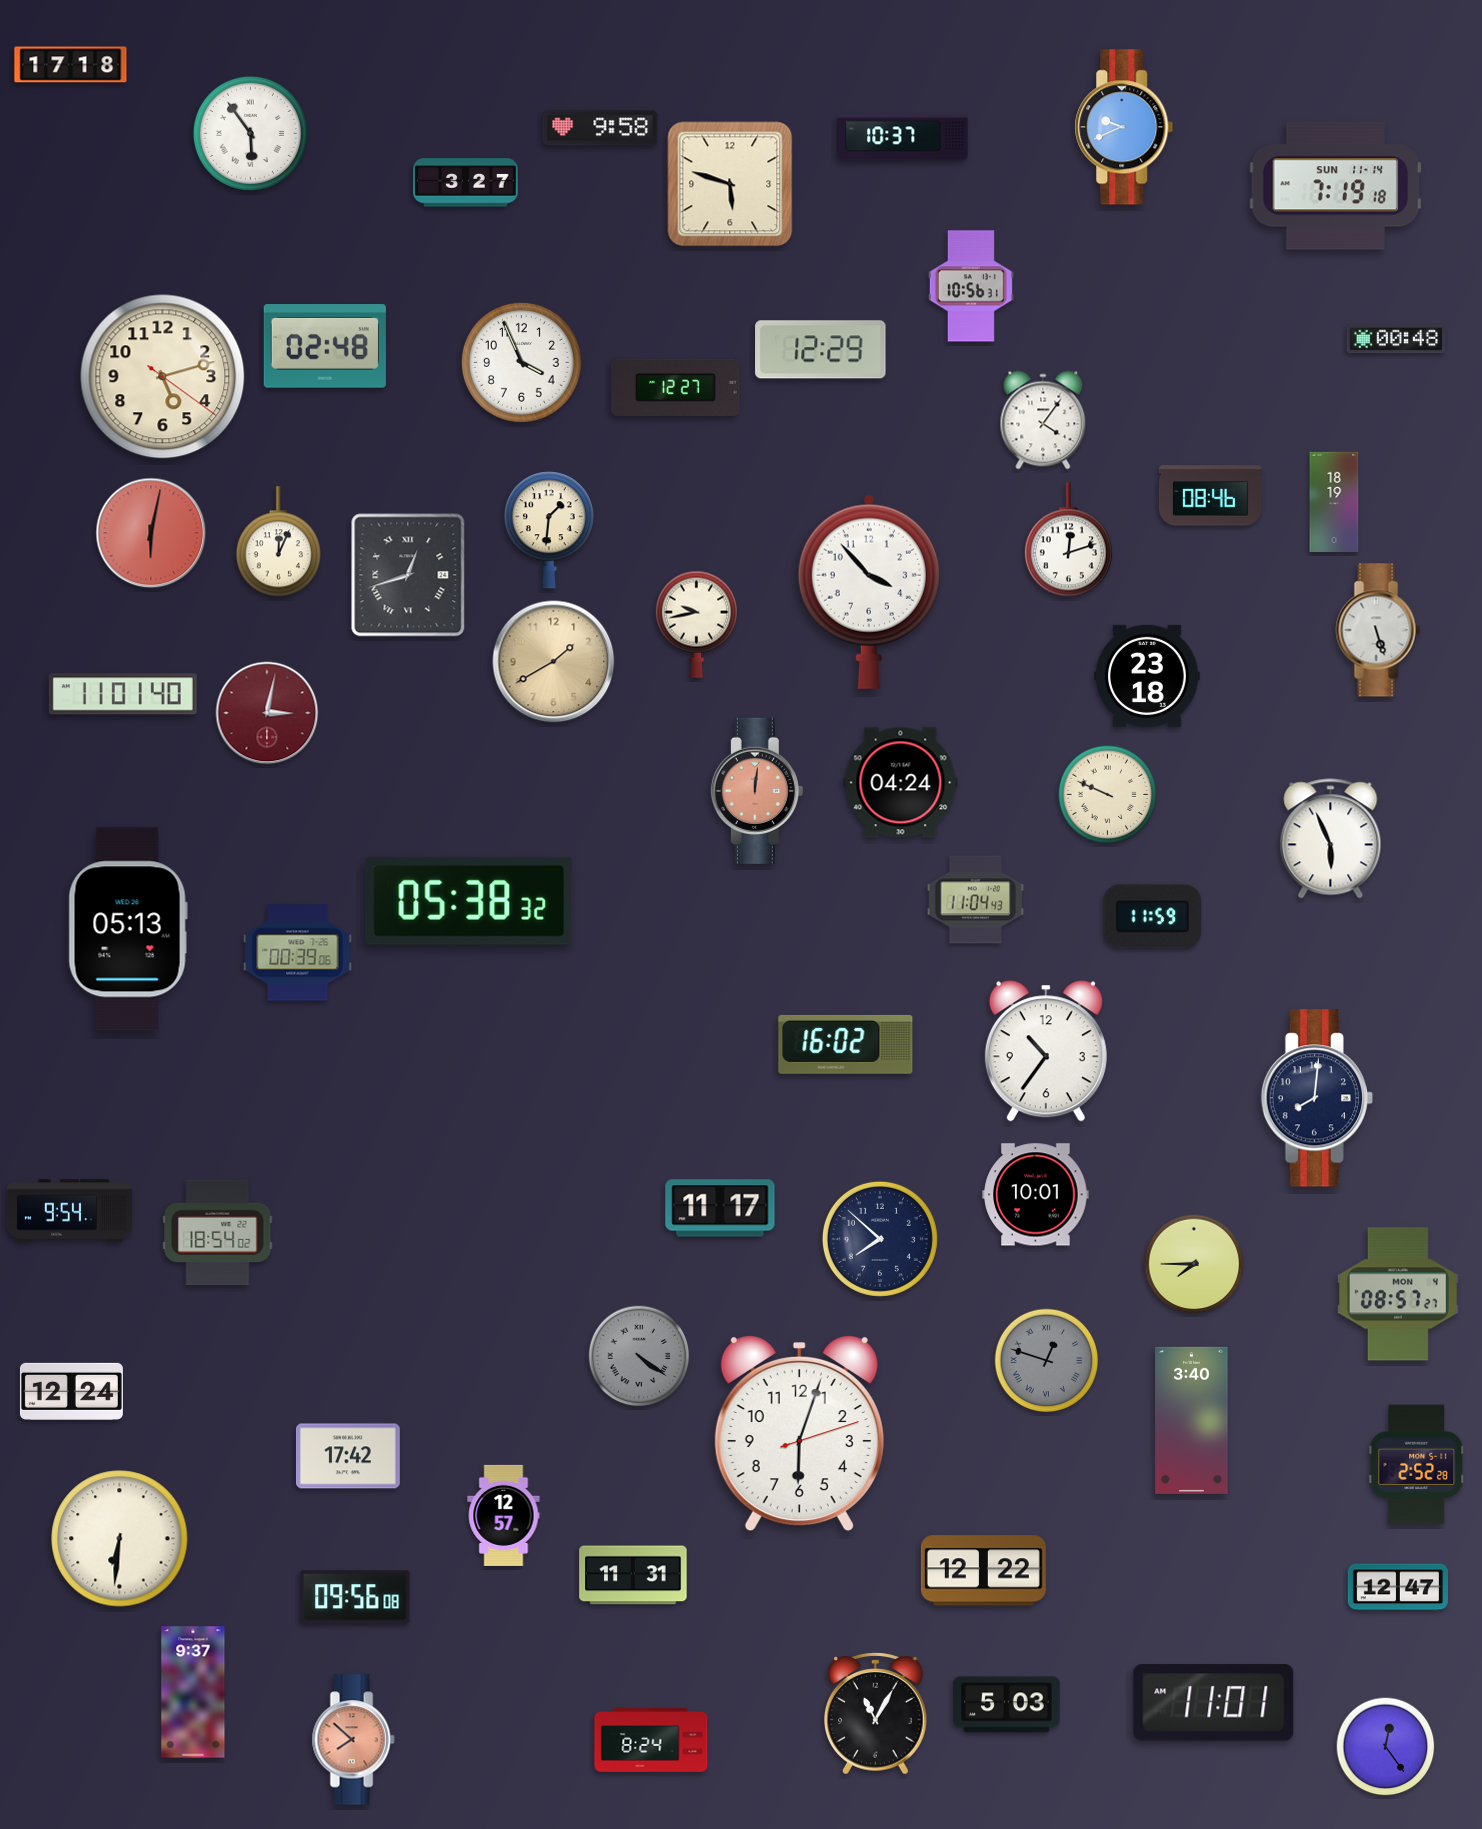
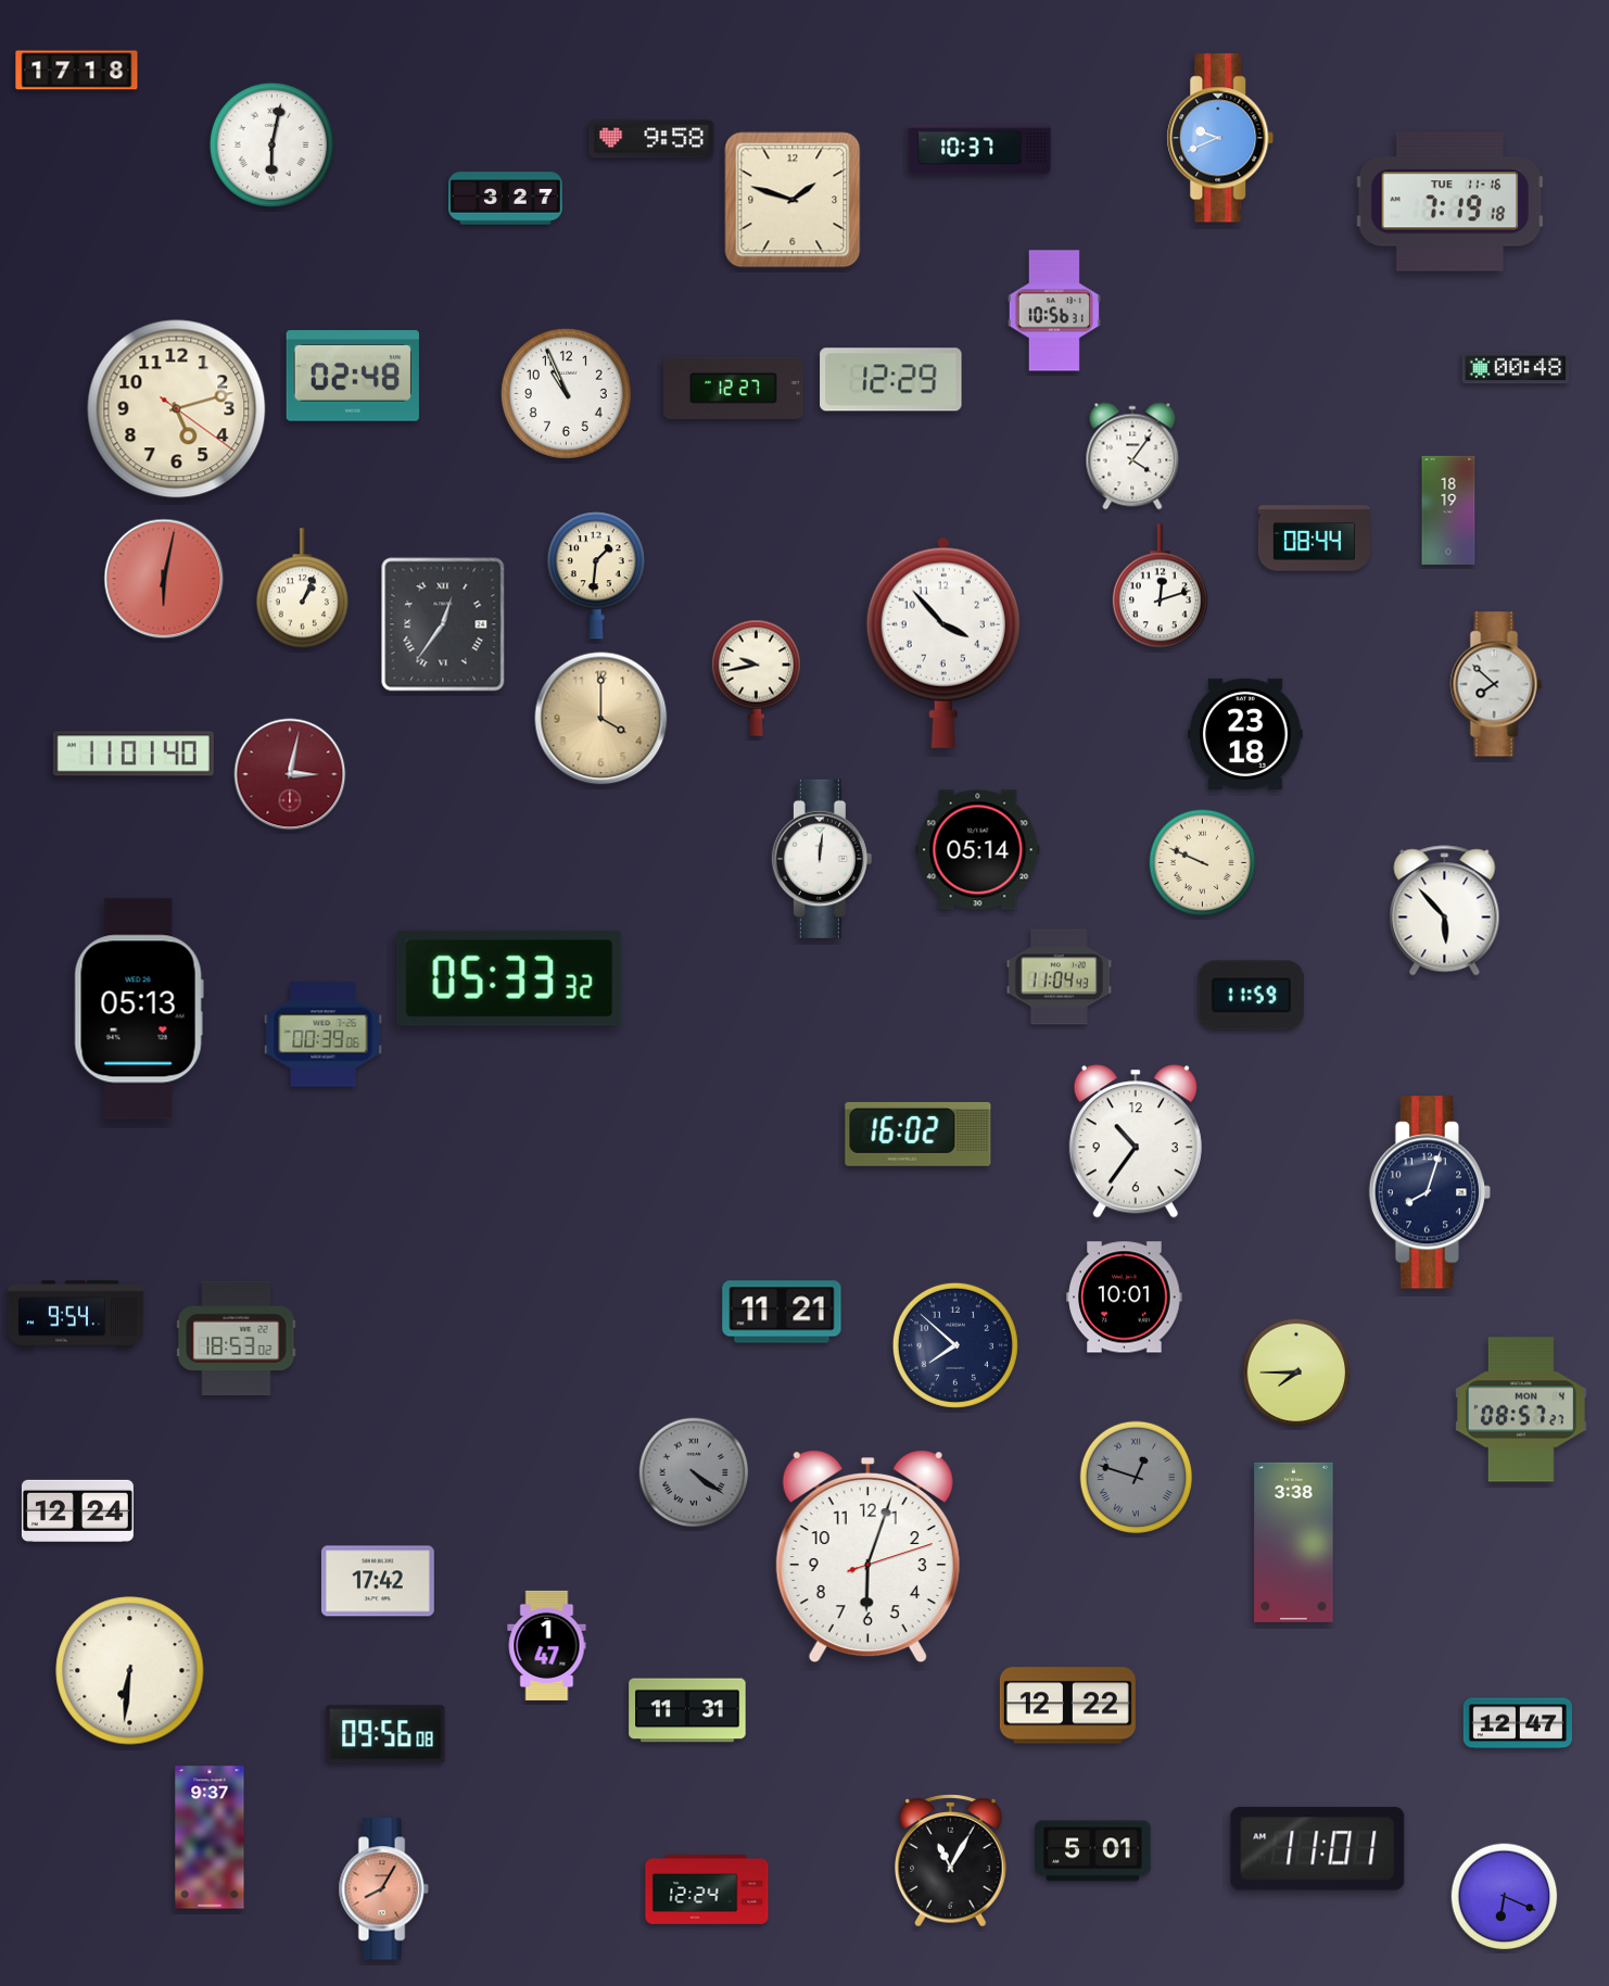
clock at (250, 133): 5:54 -> 6:02
clock at (730, 184): 5:48 -> 1:48
clock at (1336, 186) date: SUN 11-14 -> TUE 11-16
clock at (521, 362): 3:56 -> 10:56
clock at (676, 387) position: (676, 387) -> (734, 388)
clock at (1210, 496): 08:46 -> 08:44
clock at (1334, 501) position: (1334, 501) -> (1448, 509)
clock at (278, 542): 12:04 -> 1:04
clock at (408, 575): 12:42 -> 12:36
clock at (1378, 630): 5:27 -> 7:52
clock at (554, 662): 1:40 -> 4:00
clock at (901, 783): 04:24 -> 05:14
clock at (757, 791) dial: salmon -> white
clock at (1331, 839): 5:56 -> 5:53
clock at (469, 901): 05:38 -> 05:33
clock at (1317, 1098): 8:01 -> 8:03
clock at (720, 1208): 11:17 -> 11:21
clock at (218, 1233): 18:54 -> 18:53
clock at (1398, 1294) position: (1398, 1294) -> (1521, 1409)
clock at (1192, 1420): 3:40 -> 3:38
clock at (1417, 1465): 2:52 -> none
clock at (504, 1515): 12:57 -> 1:47
clock at (1007, 1705): 5:03 -> 5:01
clock at (353, 1740): 7:52 -> 8:05
clock at (651, 1740): 8:24 -> 12:24
clock at (1386, 1747): 12:24 -> 6:19
